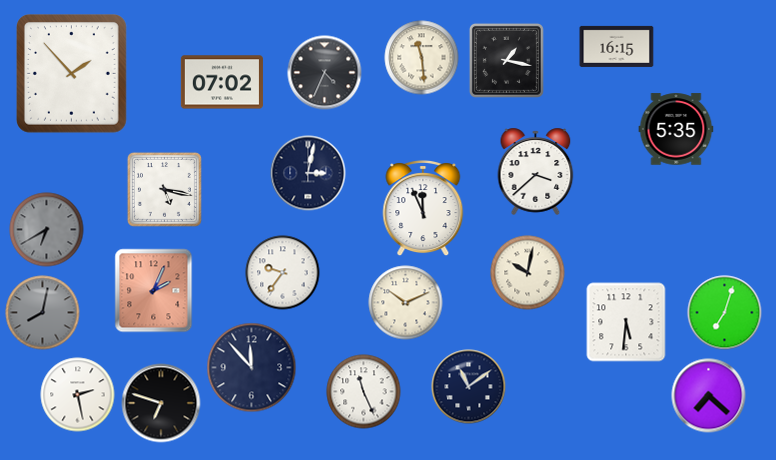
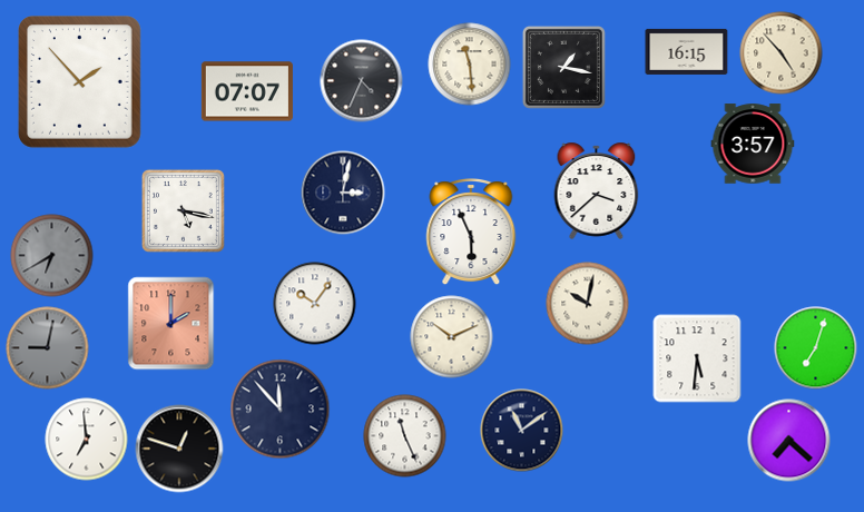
clock at (782, 53): none -> 4:53
clock at (222, 82): 07:02 -> 07:07
clock at (676, 129): 5:35 -> 3:57
clock at (423, 209): 11:56 -> 5:56
clock at (283, 273): 9:36 -> 10:06
clock at (154, 291): 2:04 -> 2:00
clock at (43, 313): 8:02 -> 9:02
clock at (725, 313) position: (725, 313) -> (816, 348)
clock at (78, 395): 2:28 -> 6:59
clock at (161, 403): 6:48 -> 12:48
